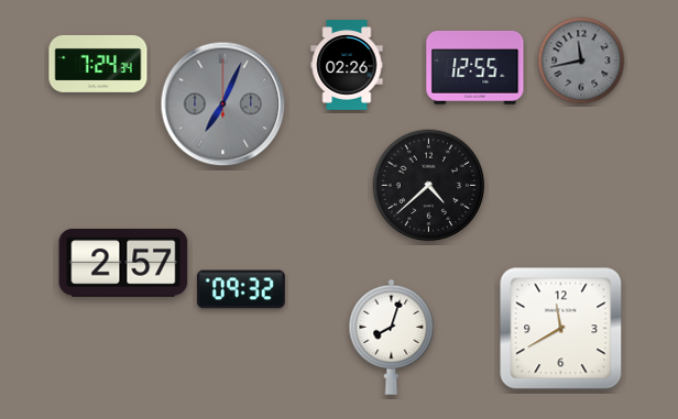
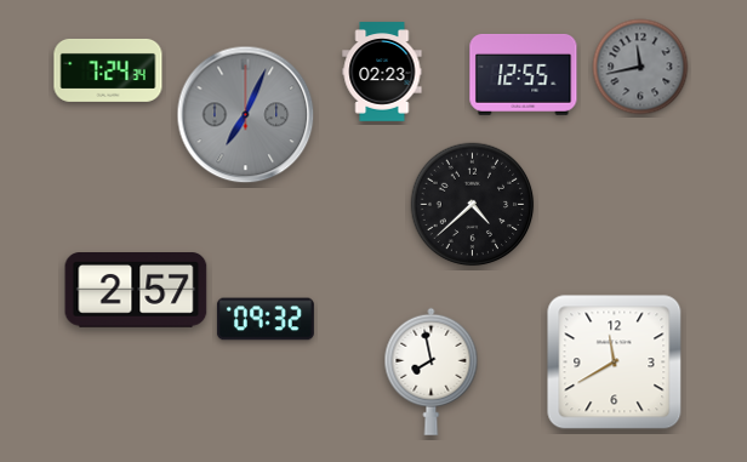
clock at (347, 65): 02:26 -> 02:23
clock at (561, 329) position: (561, 329) -> (615, 363)
clock at (392, 337): 8:03 -> 7:58
